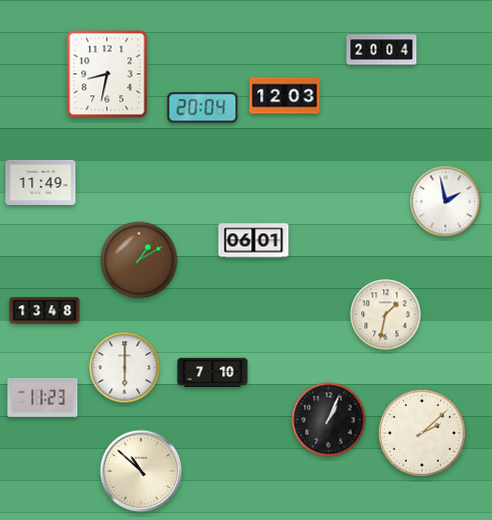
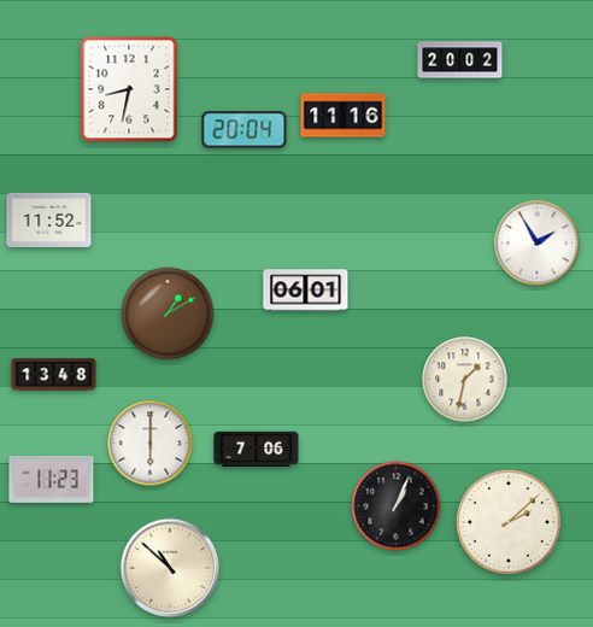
clock at (382, 50): 20:04 -> 20:02
clock at (285, 96): 12:03 -> 11:16
clock at (41, 182): 11:49 -> 11:52
clock at (446, 202): 1:58 -> 1:55
clock at (213, 373): 7:10 -> 7:06
